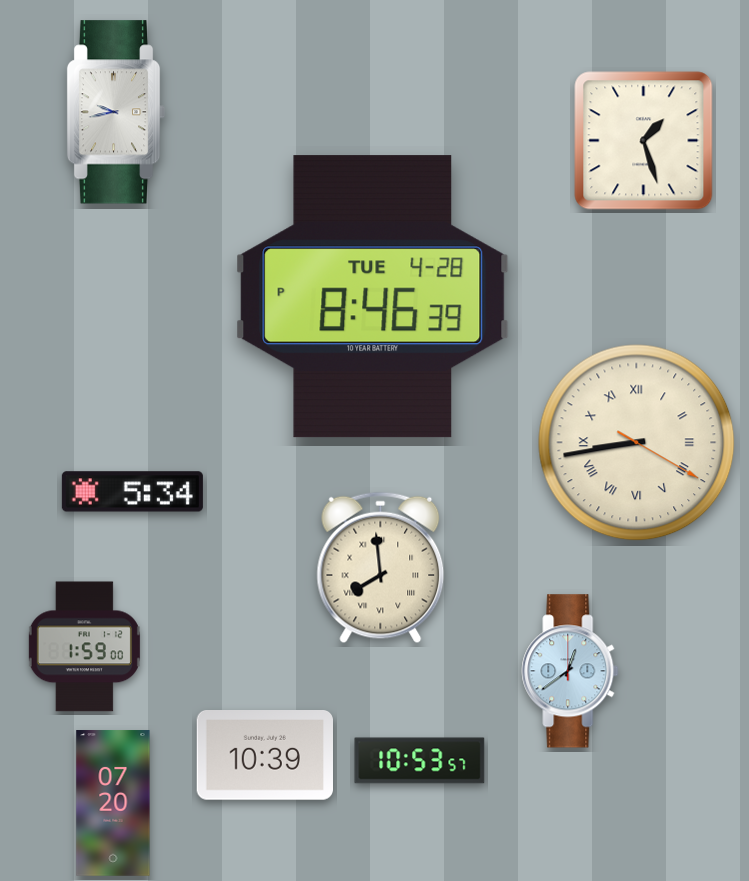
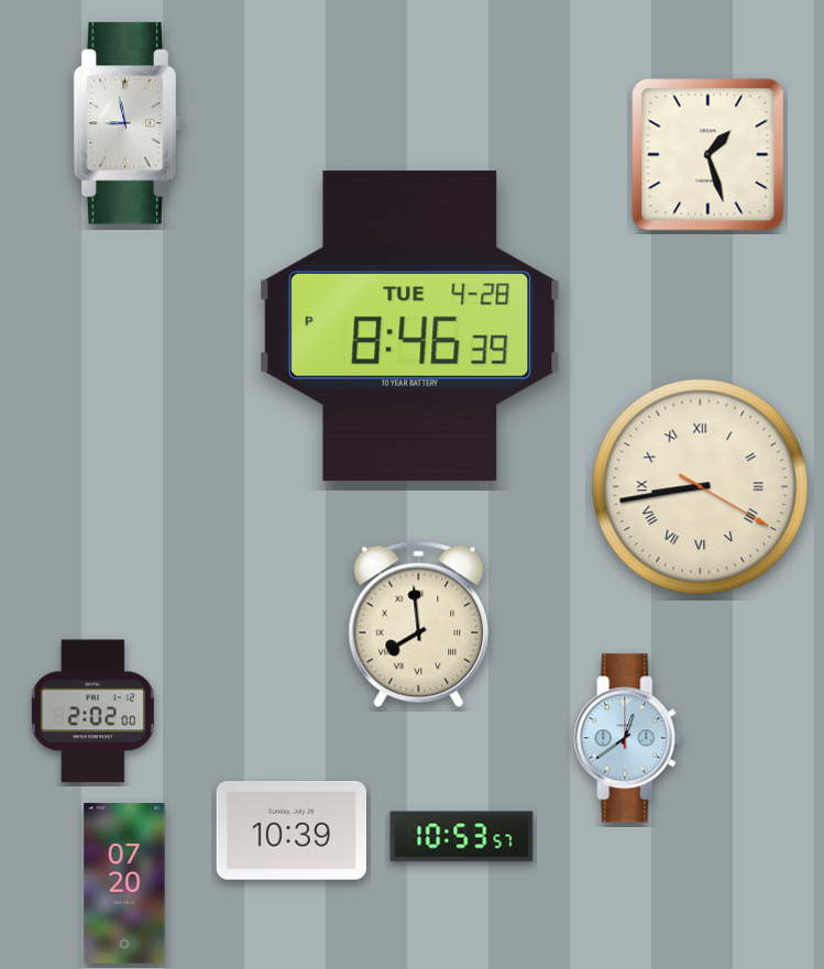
clock at (116, 112): 9:43 -> 8:58
clock at (132, 492): 5:34 -> none
clock at (84, 647): 1:59 -> 2:02
